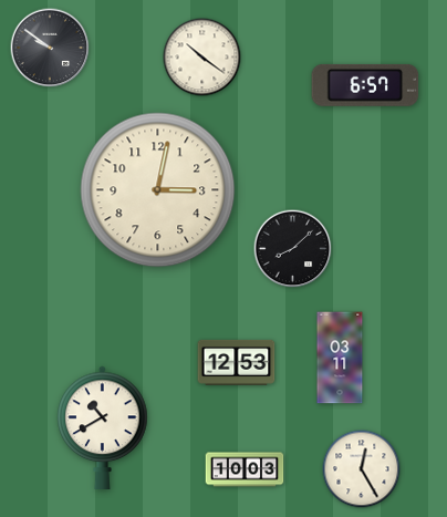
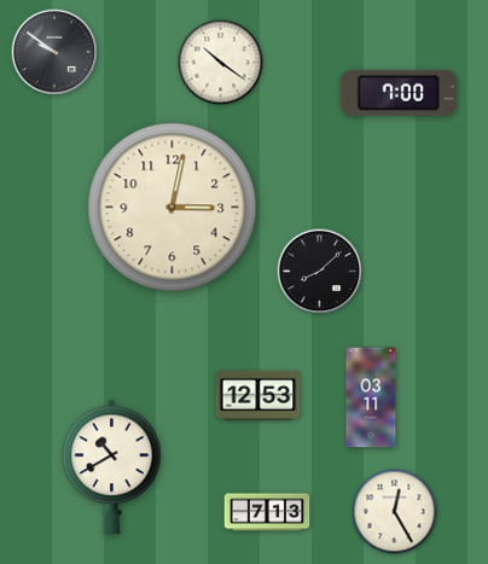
clock at (365, 85): 6:57 -> 7:00
clock at (340, 358) position: (340, 358) -> (371, 397)
clock at (245, 469): 10:03 -> 7:13
